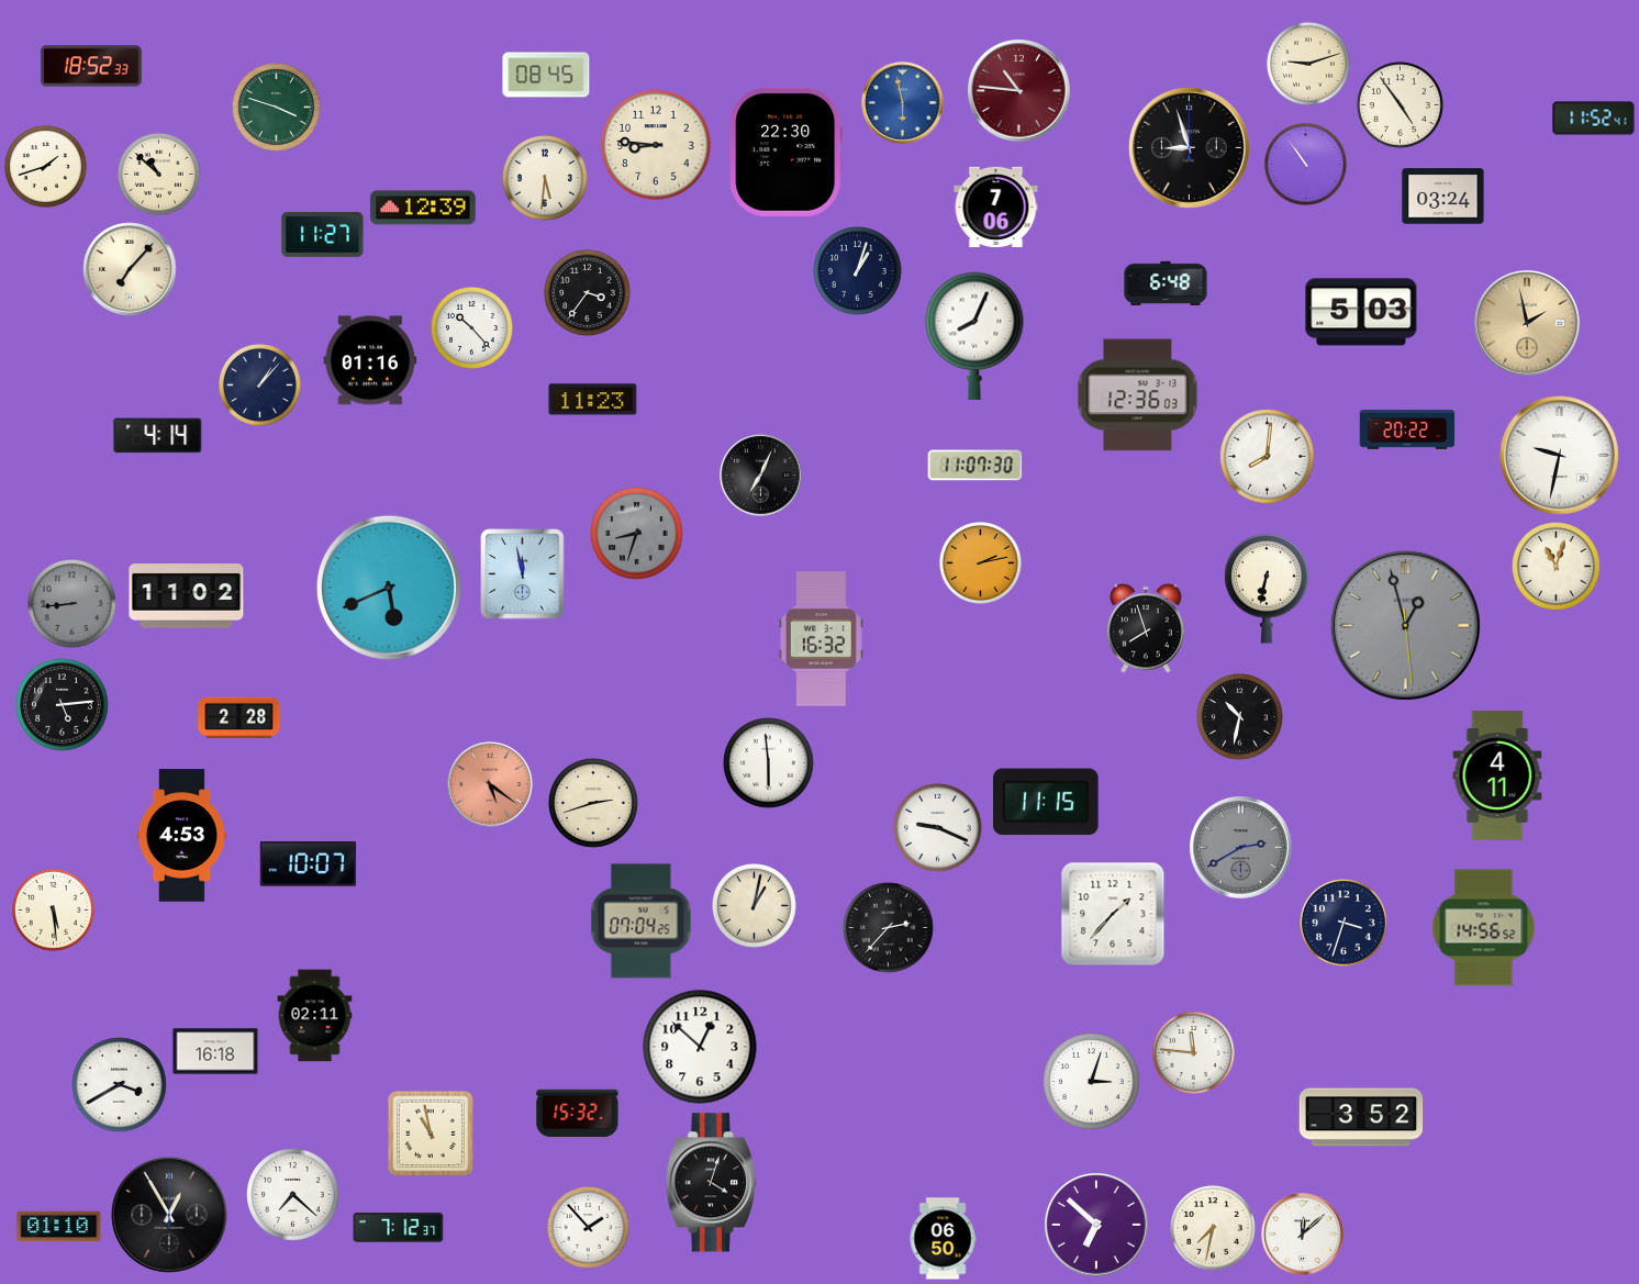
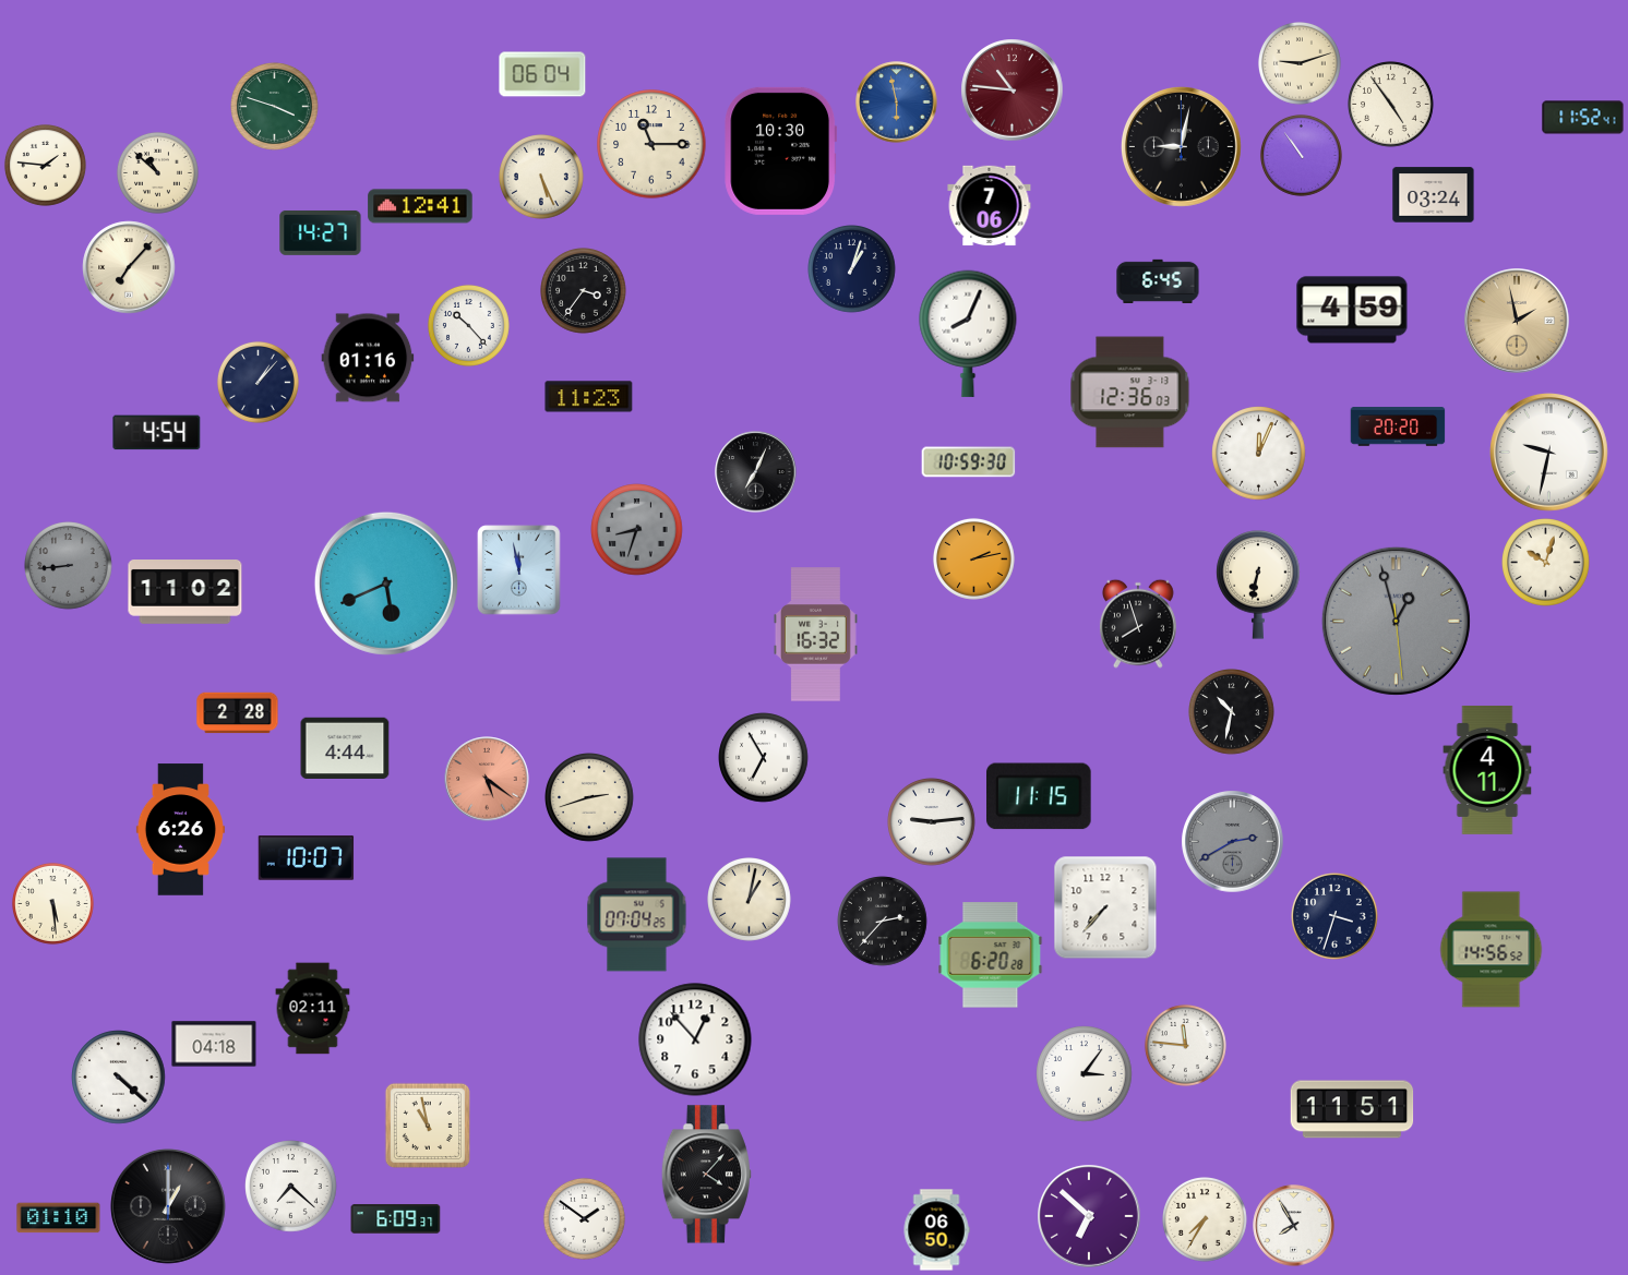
clock at (91, 66): 18:52 -> none
clock at (546, 75): 08:45 -> 06:04
clock at (656, 145): 8:46 -> 11:15
clock at (1189, 147): 8:57 -> 9:02
clock at (787, 152): 22:30 -> 10:30
clock at (1305, 164) position: (1305, 164) -> (1301, 155)
clock at (45, 166): 1:42 -> 1:46
clock at (546, 179): 5:31 -> 5:26
clock at (423, 208): 12:39 -> 12:41
clock at (323, 234): 11:27 -> 14:27
clock at (1166, 282): 6:48 -> 6:45
clock at (1361, 312): 5:03 -> 4:59
clock at (1407, 429): 20:22 -> 20:20
clock at (158, 436): 4:14 -> 4:54
clock at (1268, 457): 8:01 -> 12:04
clock at (975, 466): 11:07 -> 10:59
clock at (637, 534) position: (637, 534) -> (637, 530)
clock at (1557, 567): 11:03 -> 10:03
clock at (73, 604) position: (73, 604) -> (69, 566)
clock at (63, 705): 5:14 -> none
clock at (345, 748): none -> 4:44
clock at (769, 763): 5:59 -> 6:55
clock at (938, 828): 9:19 -> 9:14
clock at (181, 836): 4:53 -> 6:26
clock at (1113, 914): 1:37 -> 7:37
clock at (1484, 928) position: (1484, 928) -> (1492, 950)
clock at (991, 955): none -> 6:20
clock at (700, 1047): 12:52 -> 12:53
clock at (215, 1051): 16:18 -> 04:18
clock at (1092, 1082): 3:03 -> 3:06
clock at (120, 1085): 3:40 -> 4:22
clock at (578, 1113): 15:32 -> none
clock at (1361, 1117): 3:52 -> 11:51
clock at (711, 1183): 4:03 -> 4:07
clock at (170, 1216): 12:55 -> 1:00
clock at (588, 1227): 1:53 -> 1:51
clock at (399, 1228): 7:12 -> 6:09
clock at (1214, 1229): 7:32 -> 7:35
clock at (1303, 1235): 12:08 -> 7:55
